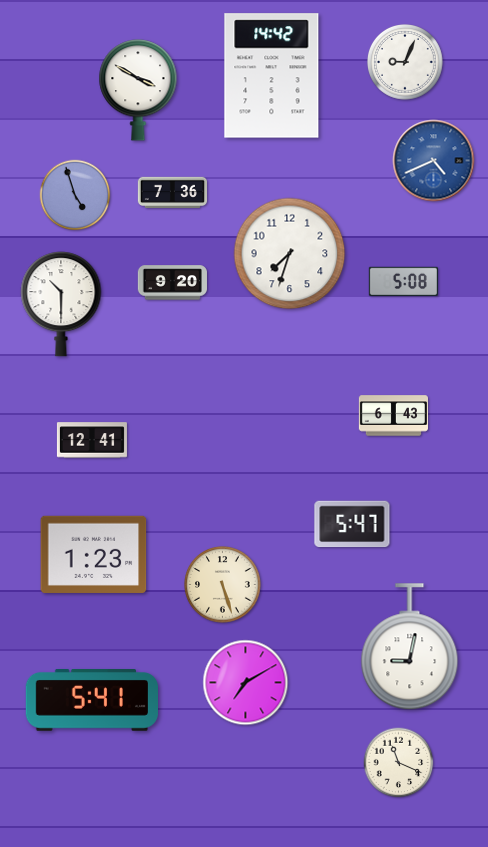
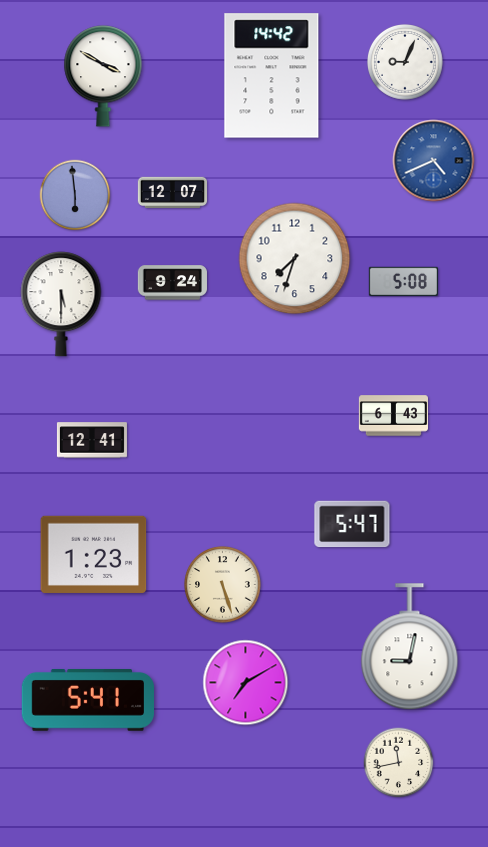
clock at (138, 90) position: (138, 90) -> (103, 76)
clock at (172, 193): 7:36 -> 12:07
clock at (75, 195): 4:57 -> 5:59
clock at (290, 254) position: (290, 254) -> (295, 259)
clock at (172, 283): 9:20 -> 9:24
clock at (61, 304): 10:30 -> 5:30
clock at (91, 701) position: (91, 701) -> (87, 701)
clock at (399, 763): 11:19 -> 11:43
